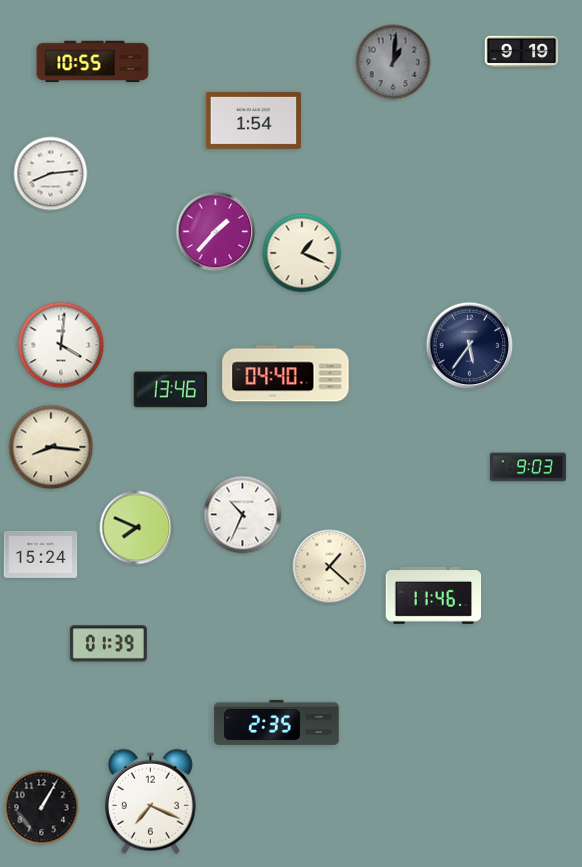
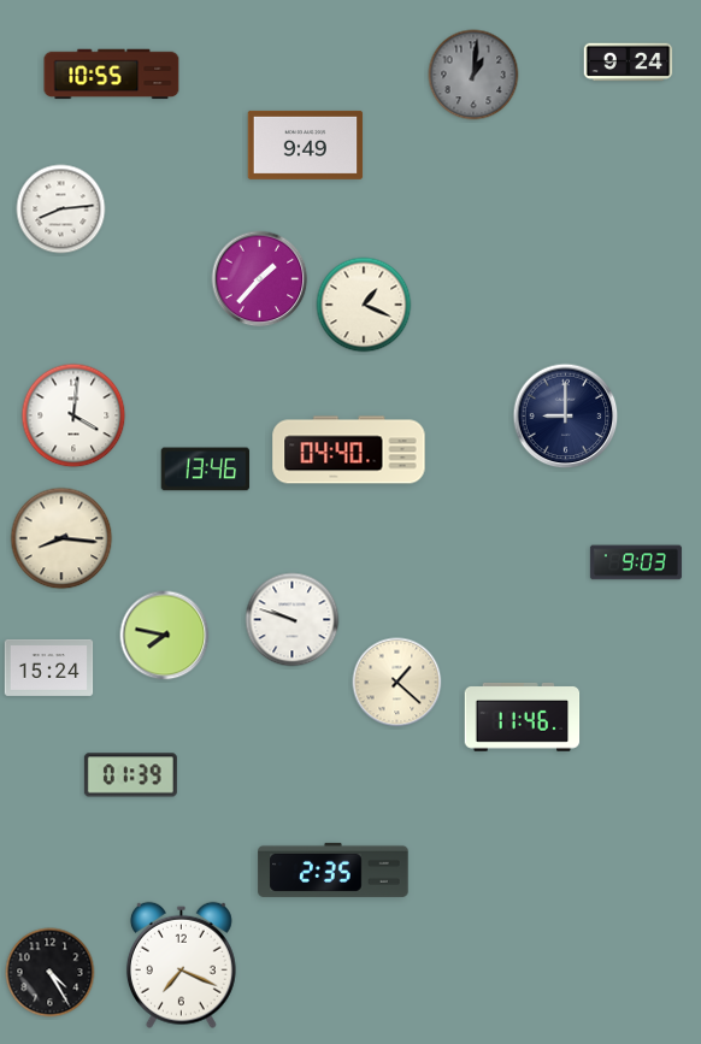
clock at (522, 52): 9:19 -> 9:24
clock at (254, 120): 1:54 -> 9:49
clock at (470, 346): 5:36 -> 9:00
clock at (286, 374) position: (286, 374) -> (349, 450)
clock at (243, 515): 10:34 -> 9:48
clock at (137, 528): 7:49 -> 7:47
clock at (42, 808): 1:05 -> 4:25
